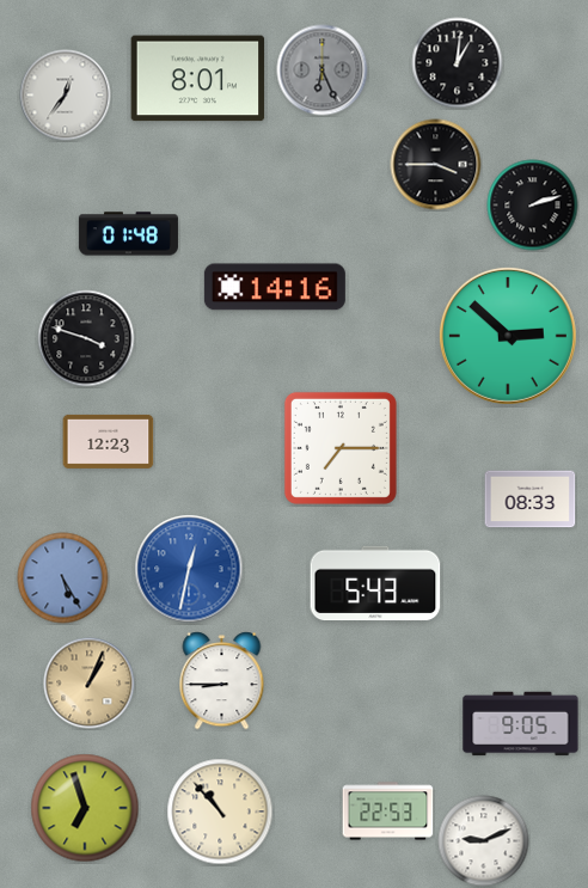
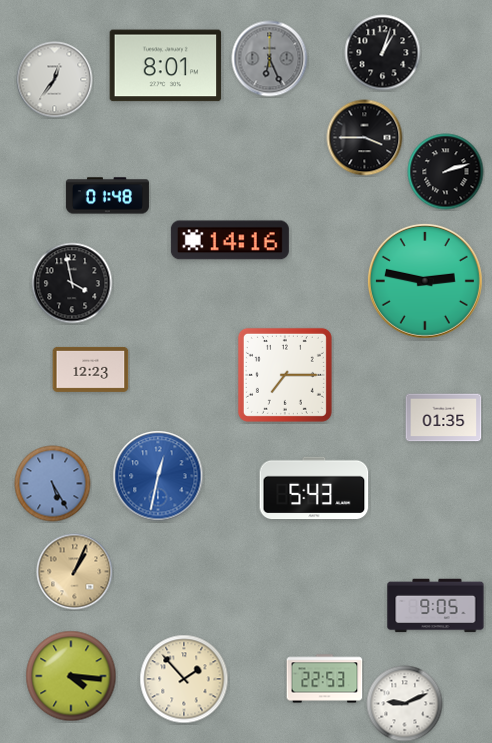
clock at (458, 63): 1:01 -> 1:03
clock at (508, 336): 2:52 -> 2:47
clock at (86, 338): 3:48 -> 3:58
clock at (531, 500): 08:33 -> 01:35
clock at (222, 681): 8:45 -> none
clock at (85, 808): 6:57 -> 4:16
clock at (220, 812): 10:53 -> 1:53
